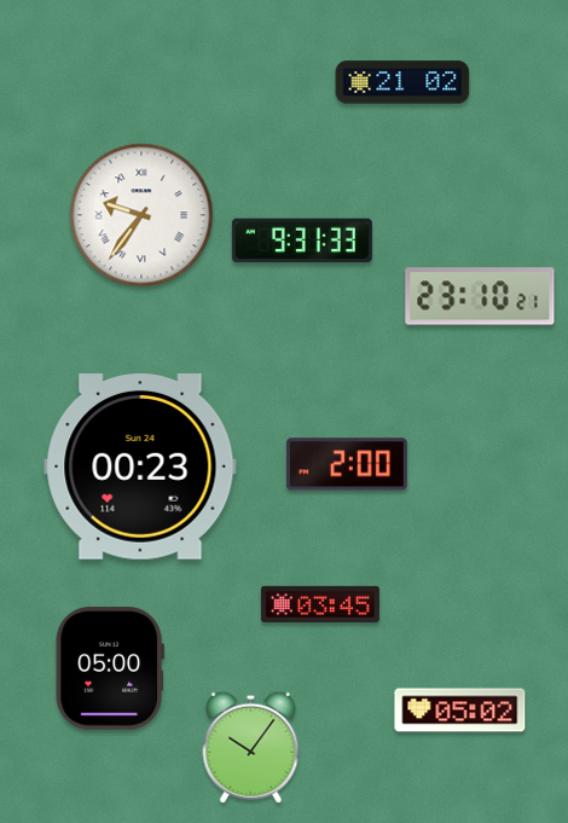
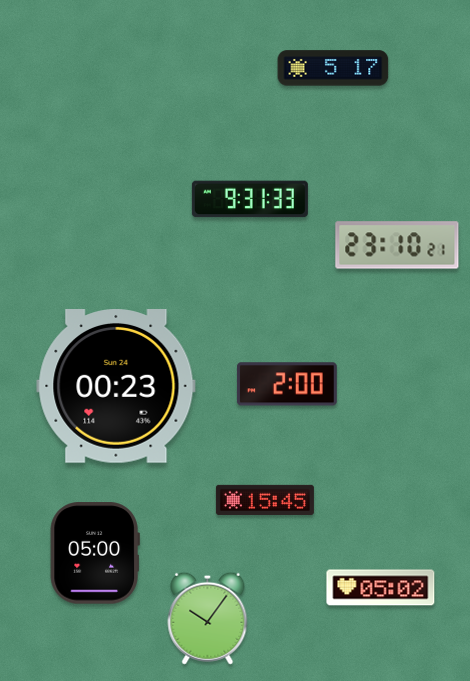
clock at (402, 82): 21:02 -> 5:17
clock at (141, 215): 9:36 -> none
clock at (320, 604): 03:45 -> 15:45
clock at (110, 668) position: (110, 668) -> (95, 553)
